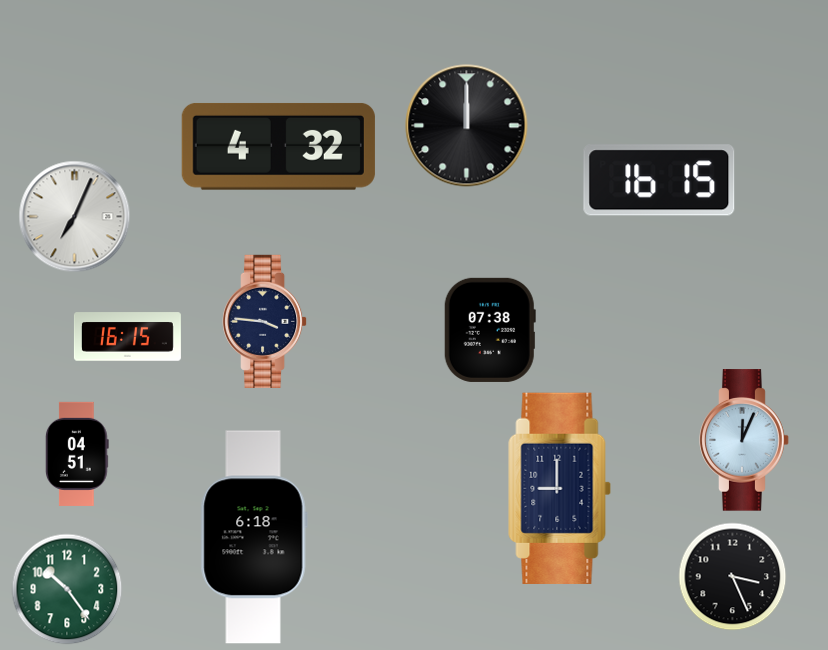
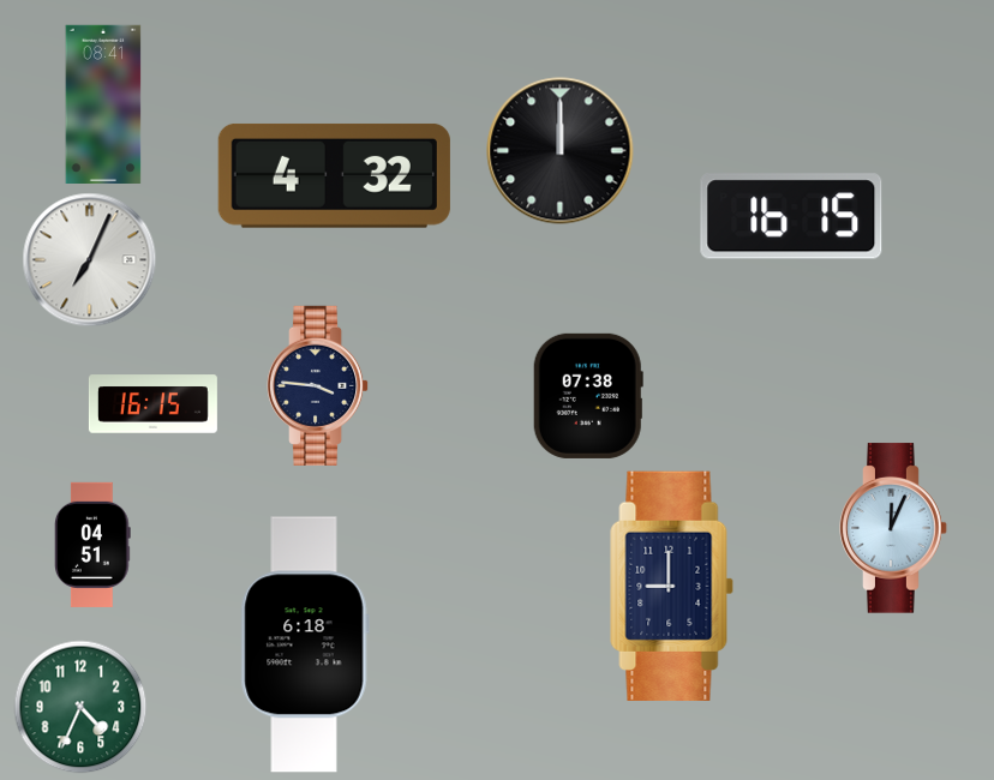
clock at (103, 103): none -> 08:41
clock at (733, 577): 3:26 -> none
clock at (67, 589): 10:24 -> 4:34
